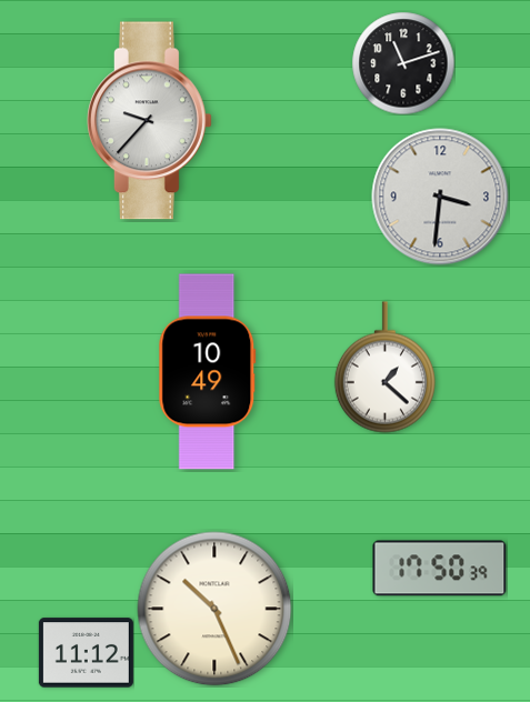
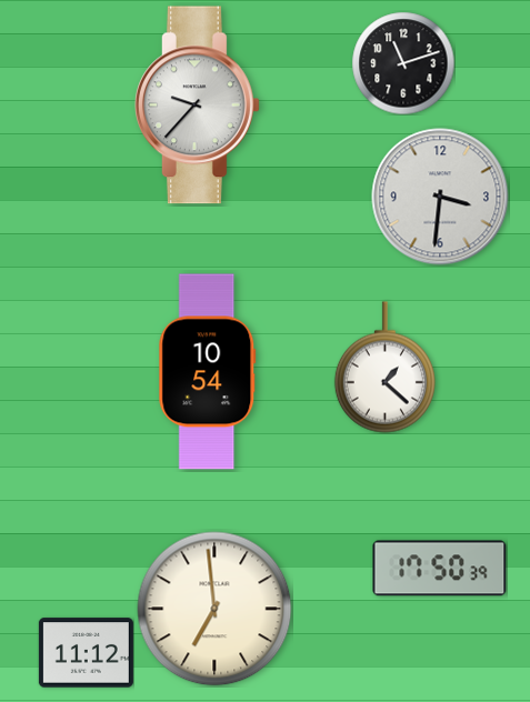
clock at (149, 121) position: (149, 121) -> (197, 106)
clock at (208, 372): 10:49 -> 10:54
clock at (214, 609): 10:26 -> 6:59
